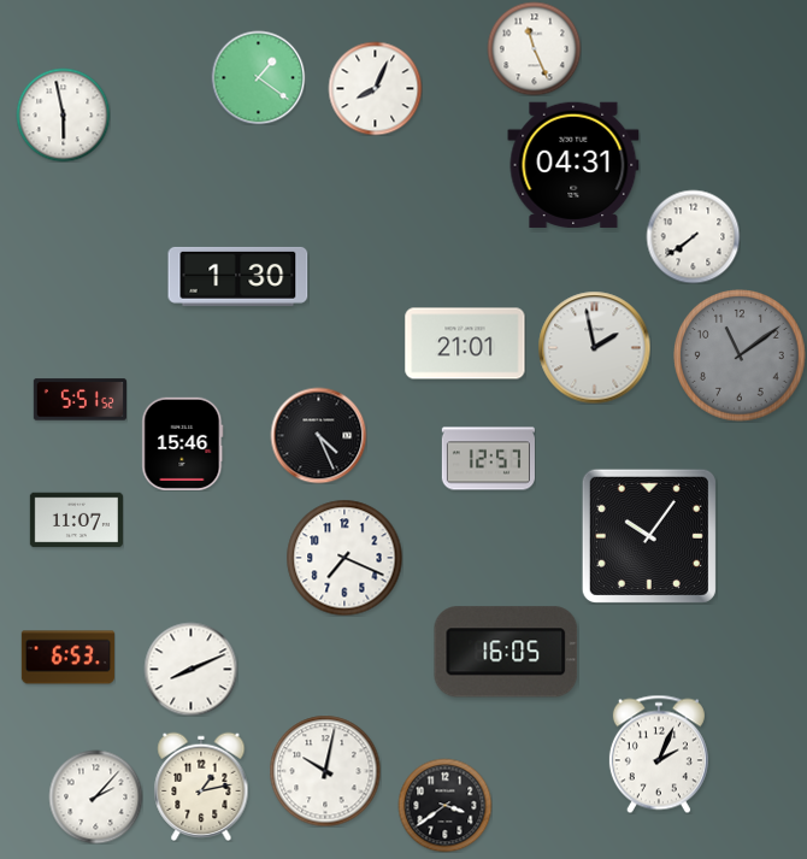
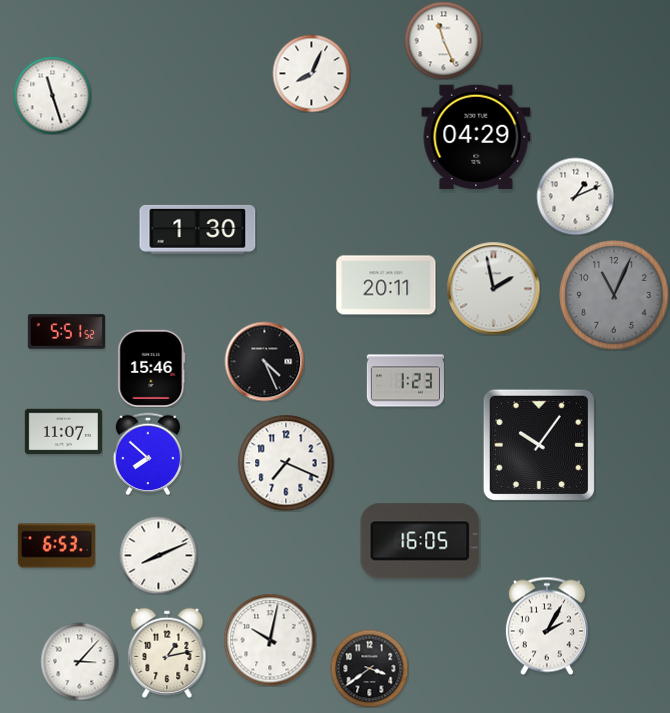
clock at (258, 77): 1:21 -> none
clock at (63, 114): 5:58 -> 11:27
clock at (573, 165): 04:31 -> 04:29
clock at (693, 236): 7:39 -> 1:11
clock at (465, 343): 21:01 -> 20:11
clock at (740, 355): 11:09 -> 11:04
clock at (488, 459): 12:57 -> 1:23
clock at (148, 453): none -> 7:52
clock at (659, 754): 2:04 -> 2:05
clock at (95, 796): 2:07 -> 3:07
